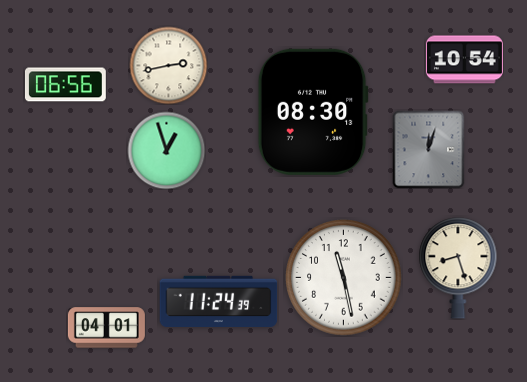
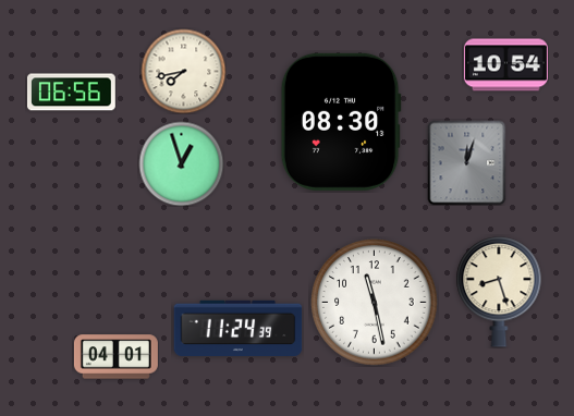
clock at (168, 65): 2:43 -> 7:43
